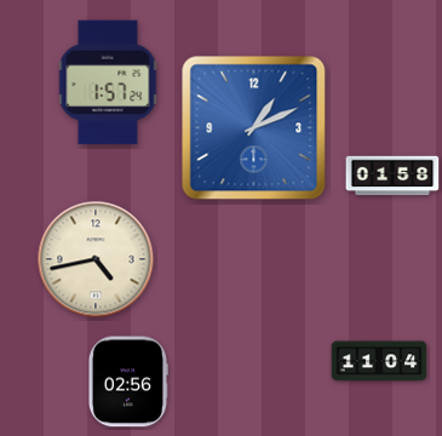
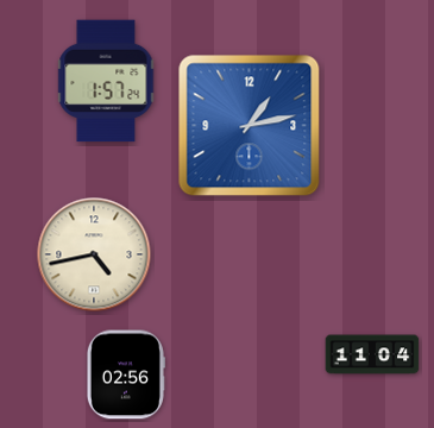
clock at (254, 128): 1:11 -> 1:13
clock at (392, 176): 01:58 -> none
